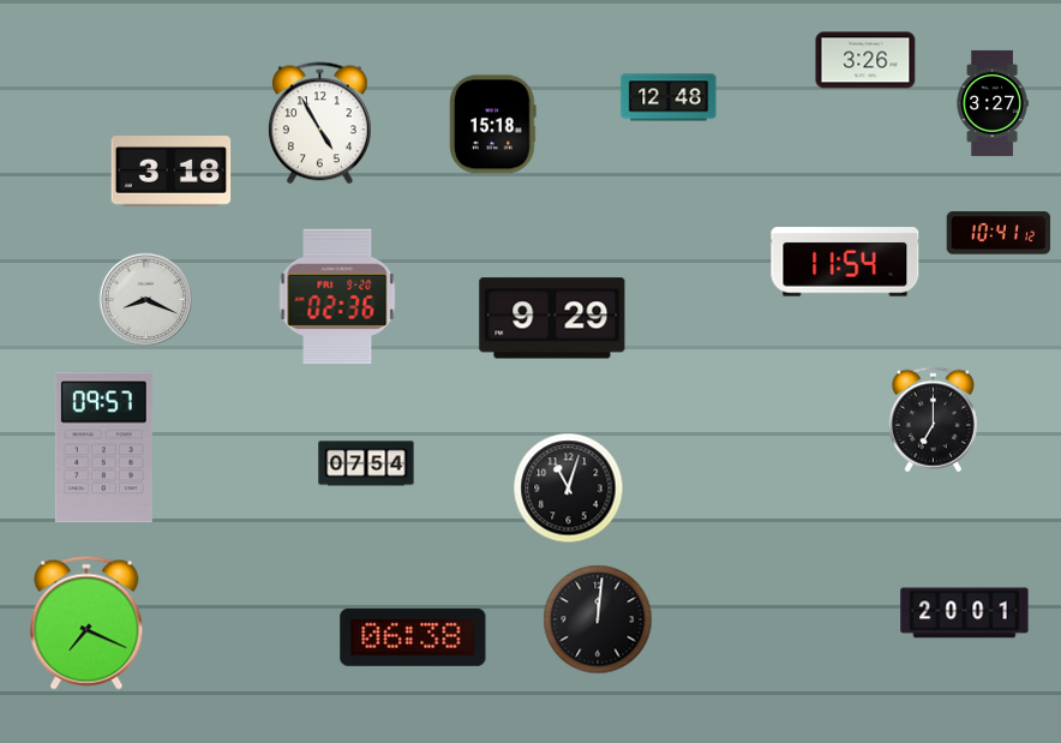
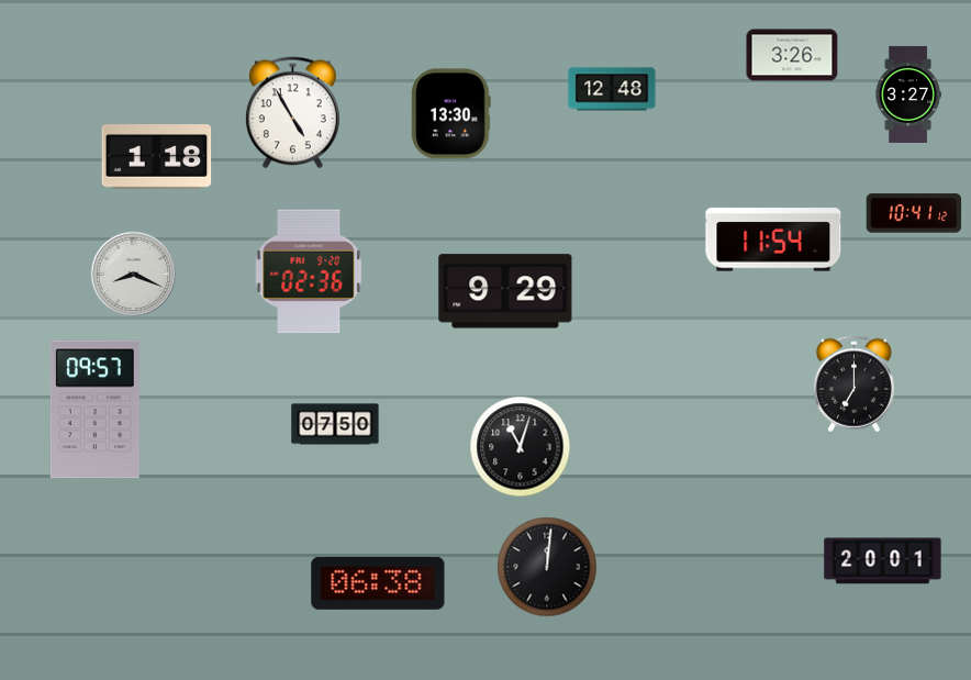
clock at (493, 125): 15:18 -> 13:30
clock at (172, 172): 3:18 -> 1:18
clock at (366, 463): 07:54 -> 07:50
clock at (86, 623): 7:19 -> none
